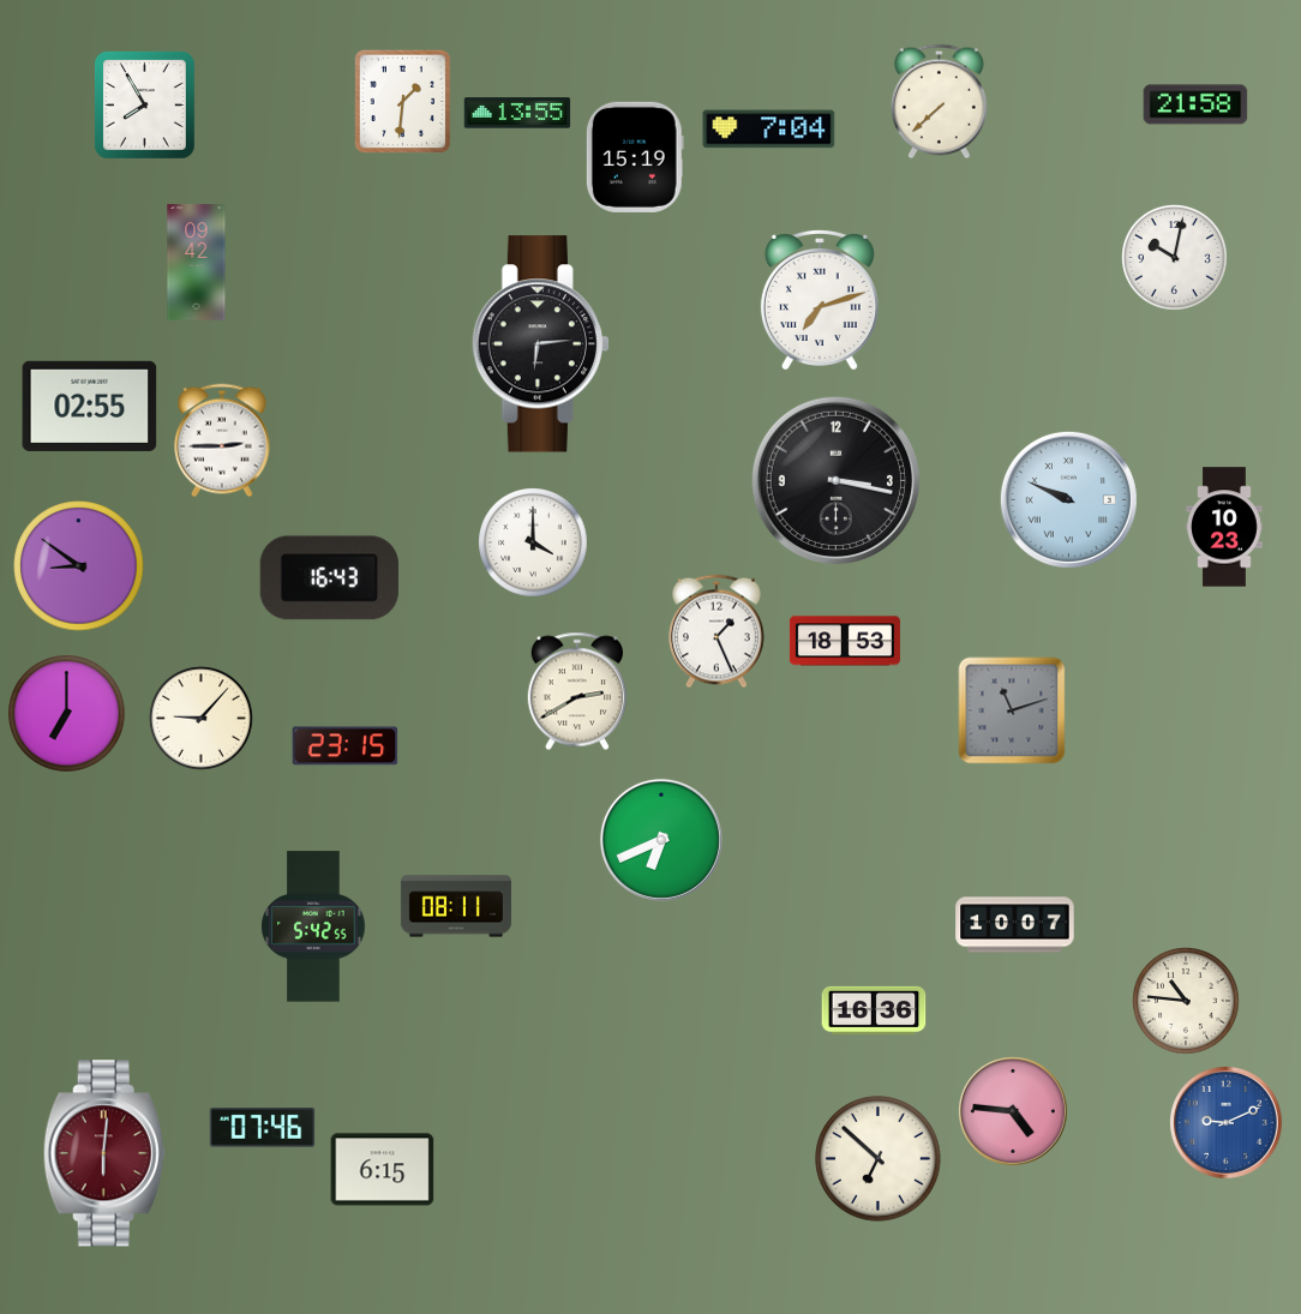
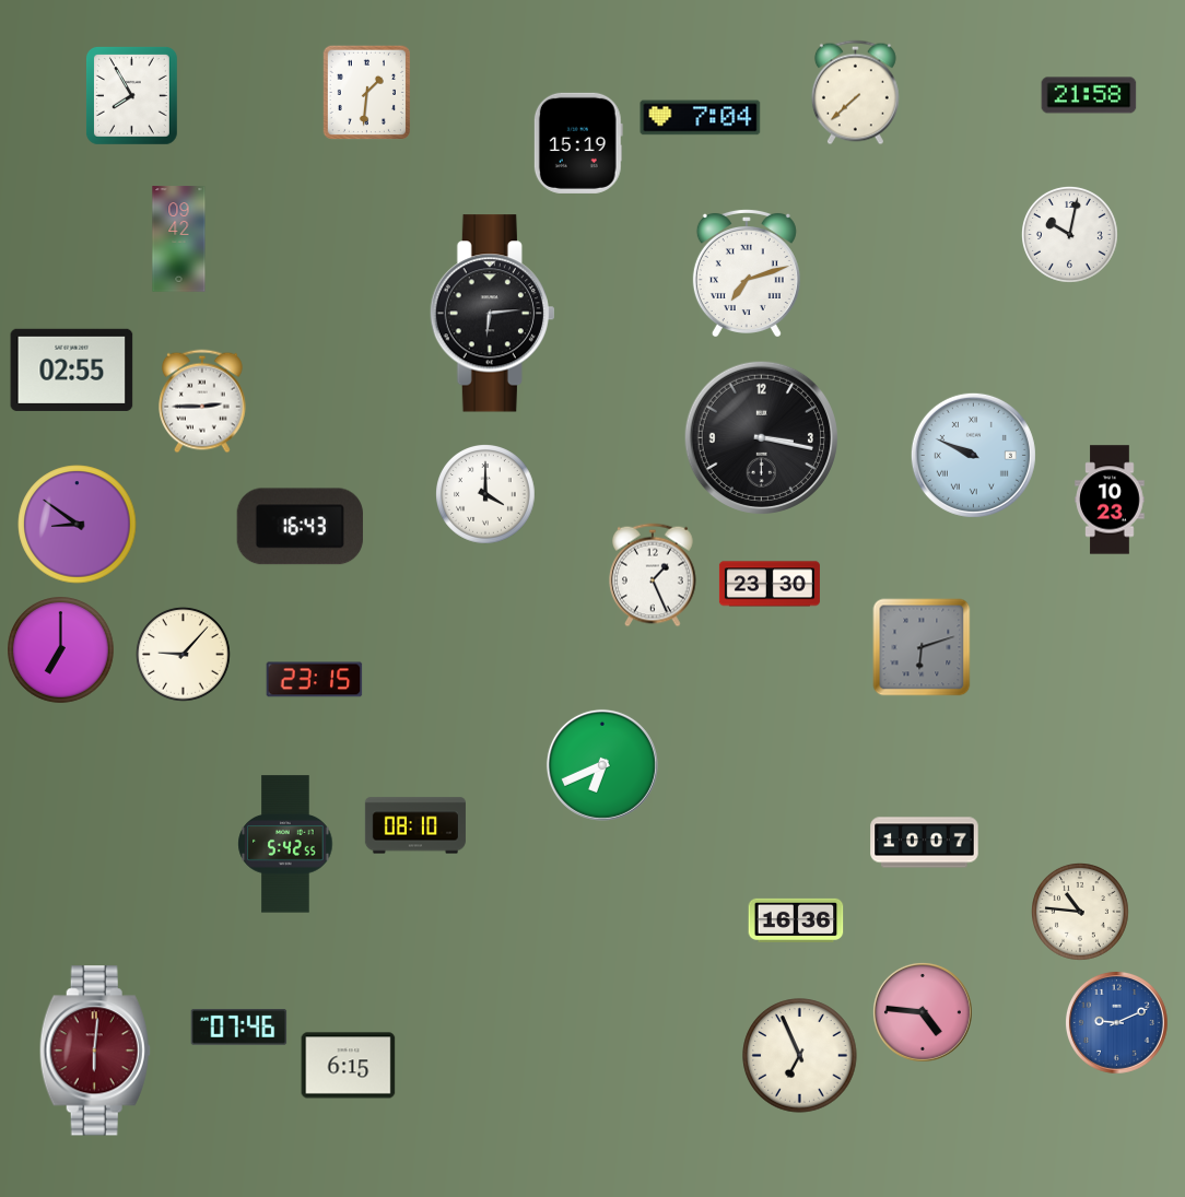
clock at (517, 113): 13:55 -> none
clock at (90, 406) position: (90, 406) -> (72, 369)
clock at (1224, 527) position: (1224, 527) -> (1110, 500)
clock at (79, 566) position: (79, 566) -> (78, 525)
clock at (845, 641): 18:53 -> 23:30
clock at (576, 691): 2:40 -> none
clock at (1012, 710): 11:12 -> 6:12
clock at (456, 906): 08:11 -> 08:10
clock at (879, 1159): 6:52 -> 6:56
